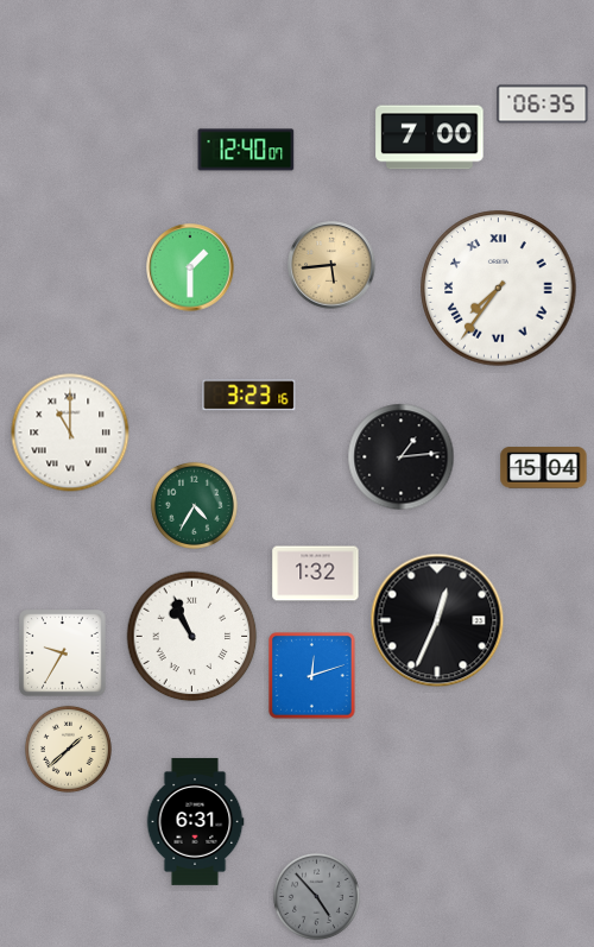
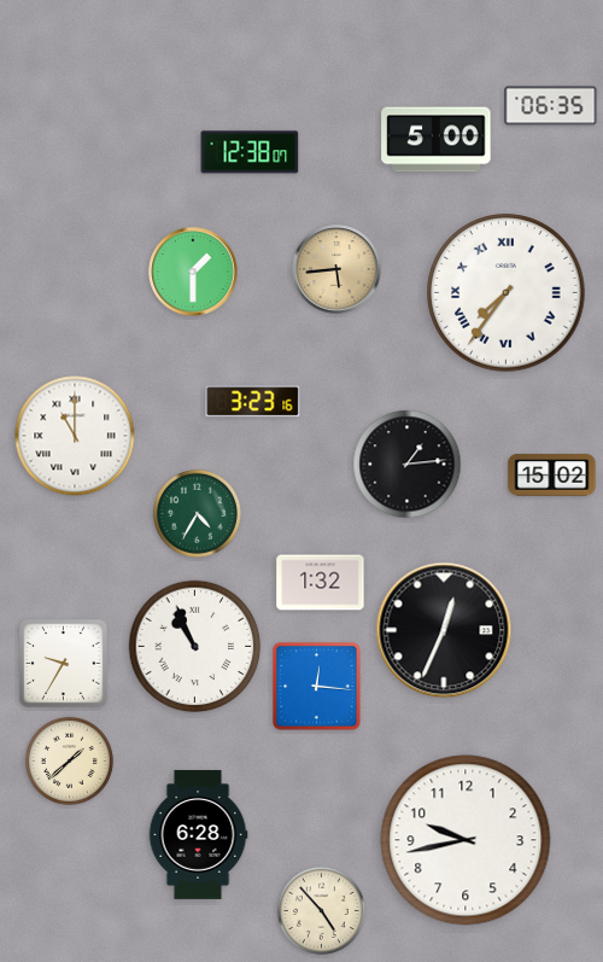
clock at (430, 138): 7:00 -> 5:00
clock at (246, 150): 12:40 -> 12:38
clock at (70, 433) position: (70, 433) -> (75, 436)
clock at (544, 468): 15:04 -> 15:02
clock at (312, 676): 12:12 -> 12:16
clock at (195, 821): 6:31 -> 6:28
clock at (466, 840): none -> 9:43
clock at (316, 896) dial: grey -> cream
